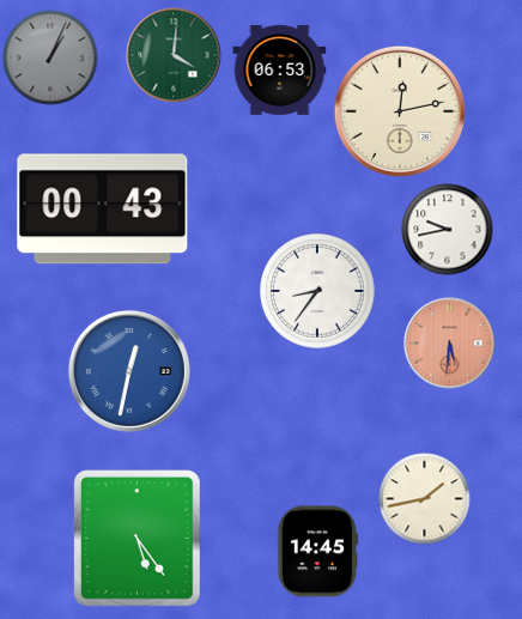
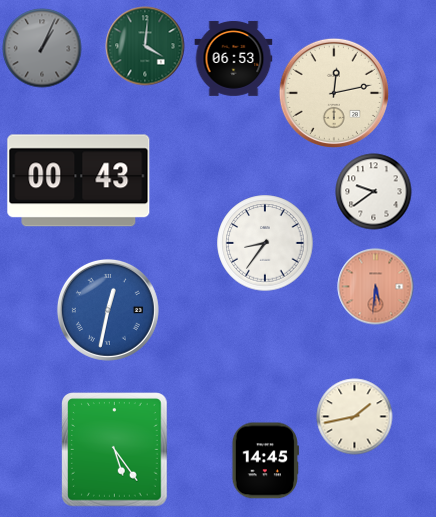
clock at (103, 210) position: (103, 210) -> (79, 181)
clock at (448, 230): 9:43 -> 9:39
